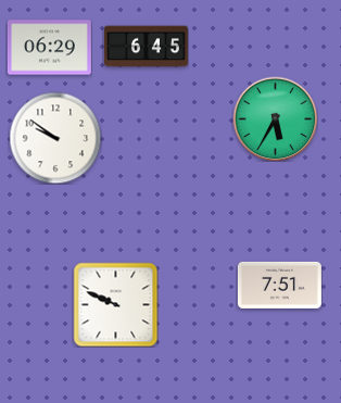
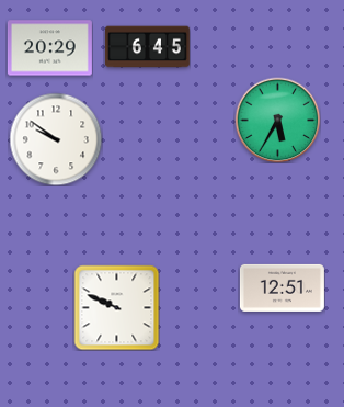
clock at (49, 48): 06:29 -> 20:29
clock at (279, 285): 7:51 -> 12:51
